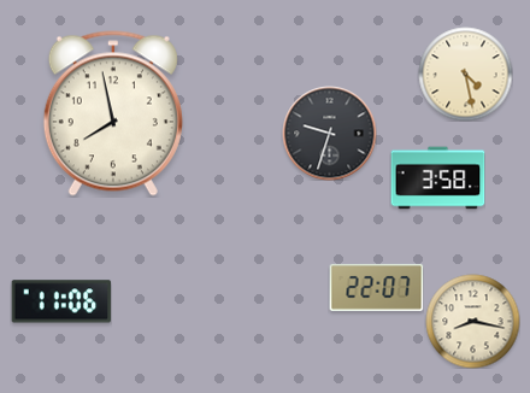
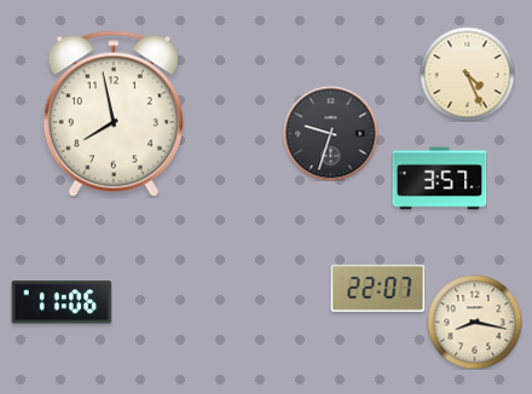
clock at (465, 74): 4:28 -> 4:26
clock at (437, 178): 3:58 -> 3:57
